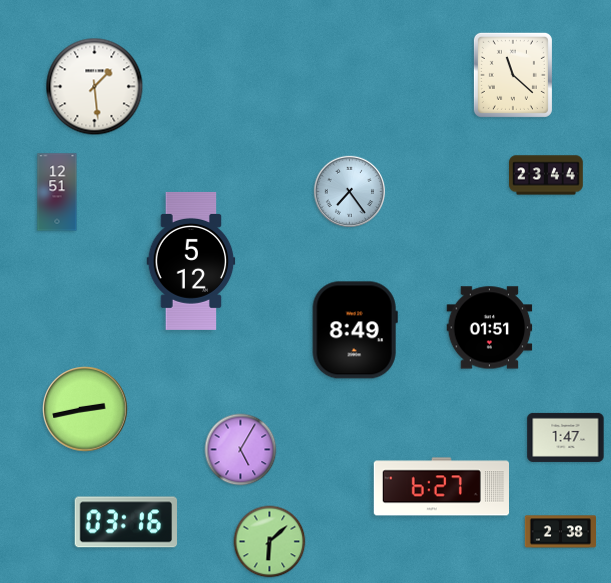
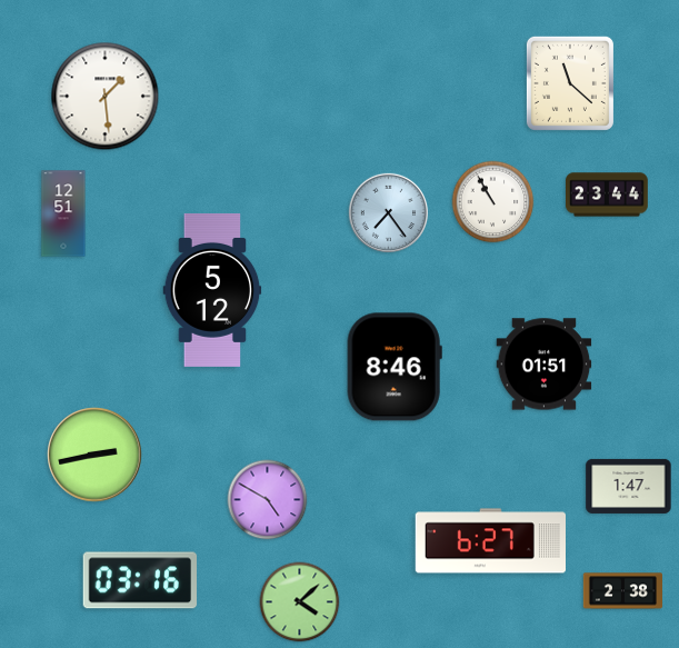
clock at (493, 202): none -> 10:55
clock at (355, 330): 8:49 -> 8:46
clock at (241, 450): 5:05 -> 4:50
clock at (270, 542): 6:08 -> 4:08
